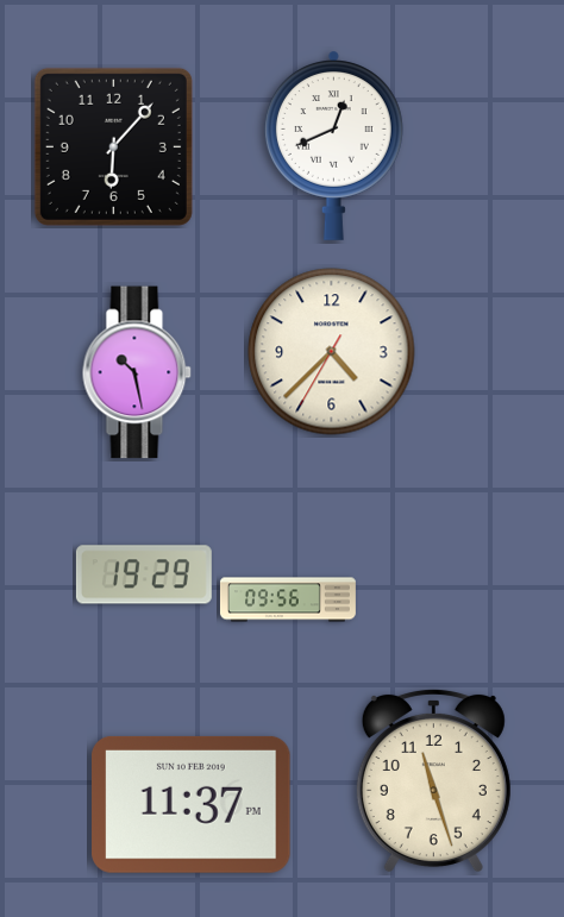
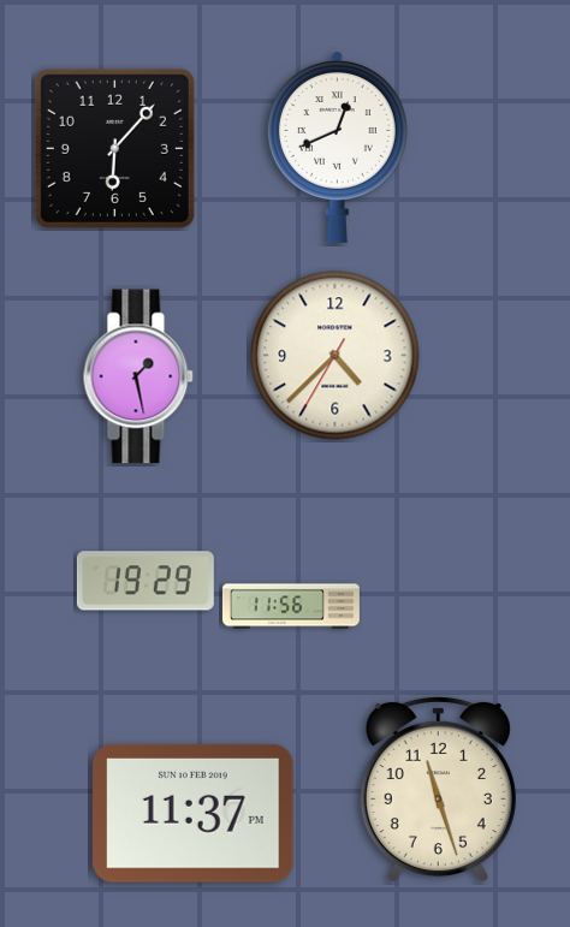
clock at (137, 372): 10:28 -> 1:28
clock at (288, 599): 09:56 -> 11:56
